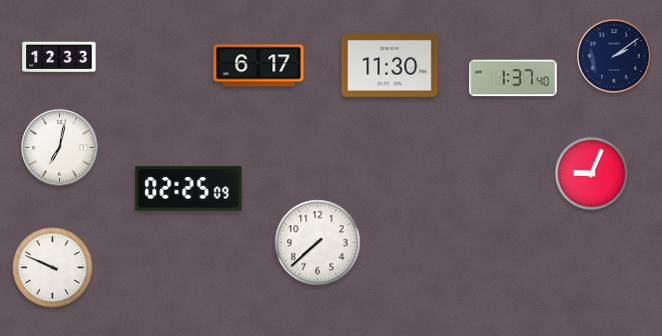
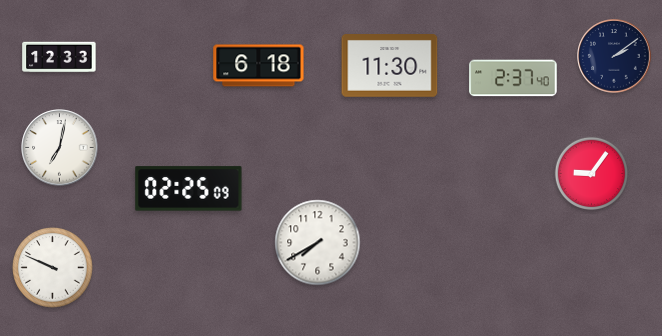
clock at (259, 66): 6:17 -> 6:18
clock at (513, 78): 1:37 -> 2:37
clock at (591, 173): 9:04 -> 9:06
clock at (318, 243): 7:38 -> 7:40
